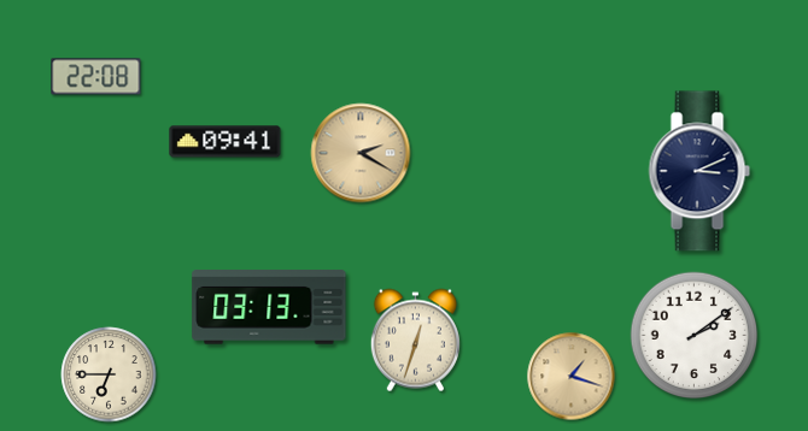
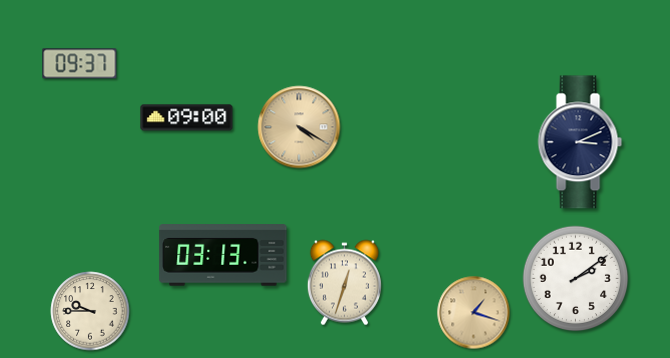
clock at (96, 77): 22:08 -> 09:37
clock at (226, 142): 09:41 -> 09:00
clock at (361, 153): 2:20 -> 4:20
clock at (109, 374): 6:45 -> 9:45
